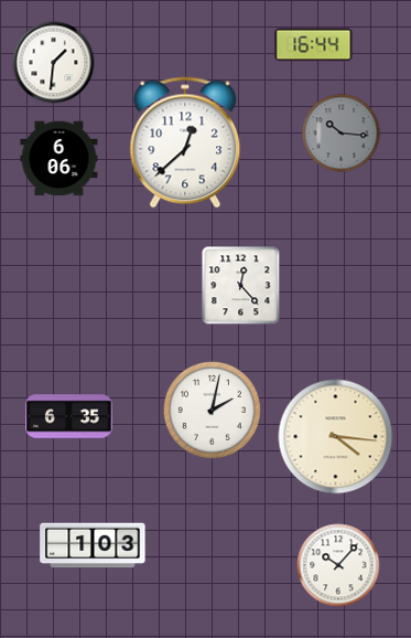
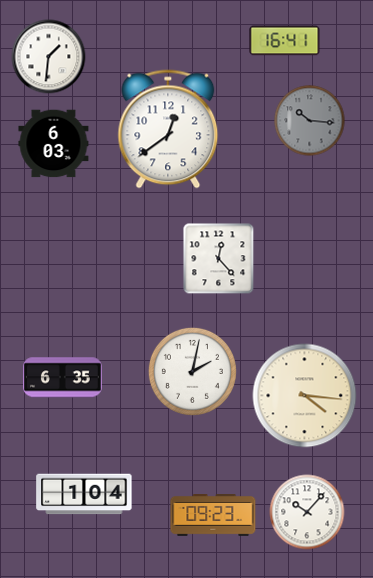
clock at (314, 45): 16:44 -> 16:41
clock at (185, 142): 12:38 -> 12:39
clock at (60, 159): 6:06 -> 6:03
clock at (93, 545): 1:03 -> 1:04
clock at (213, 516): none -> 09:23
